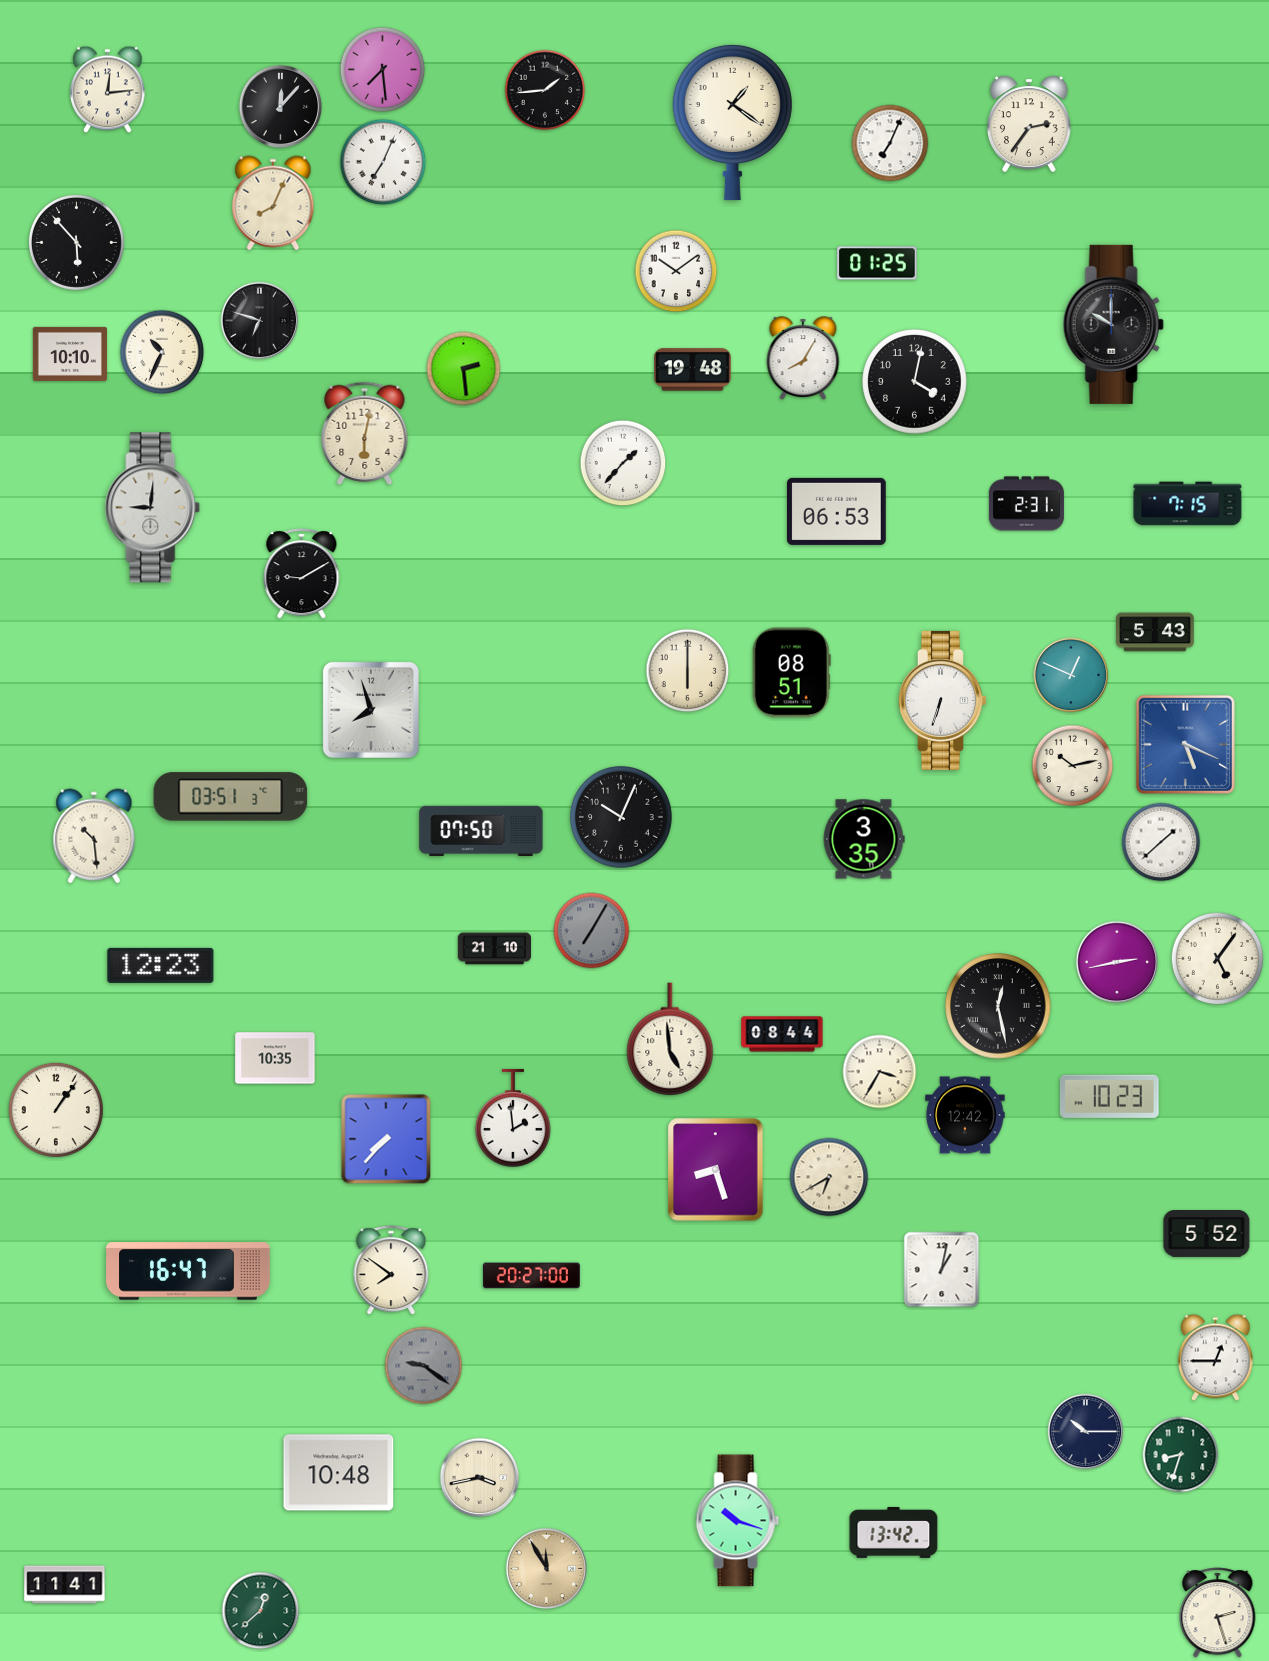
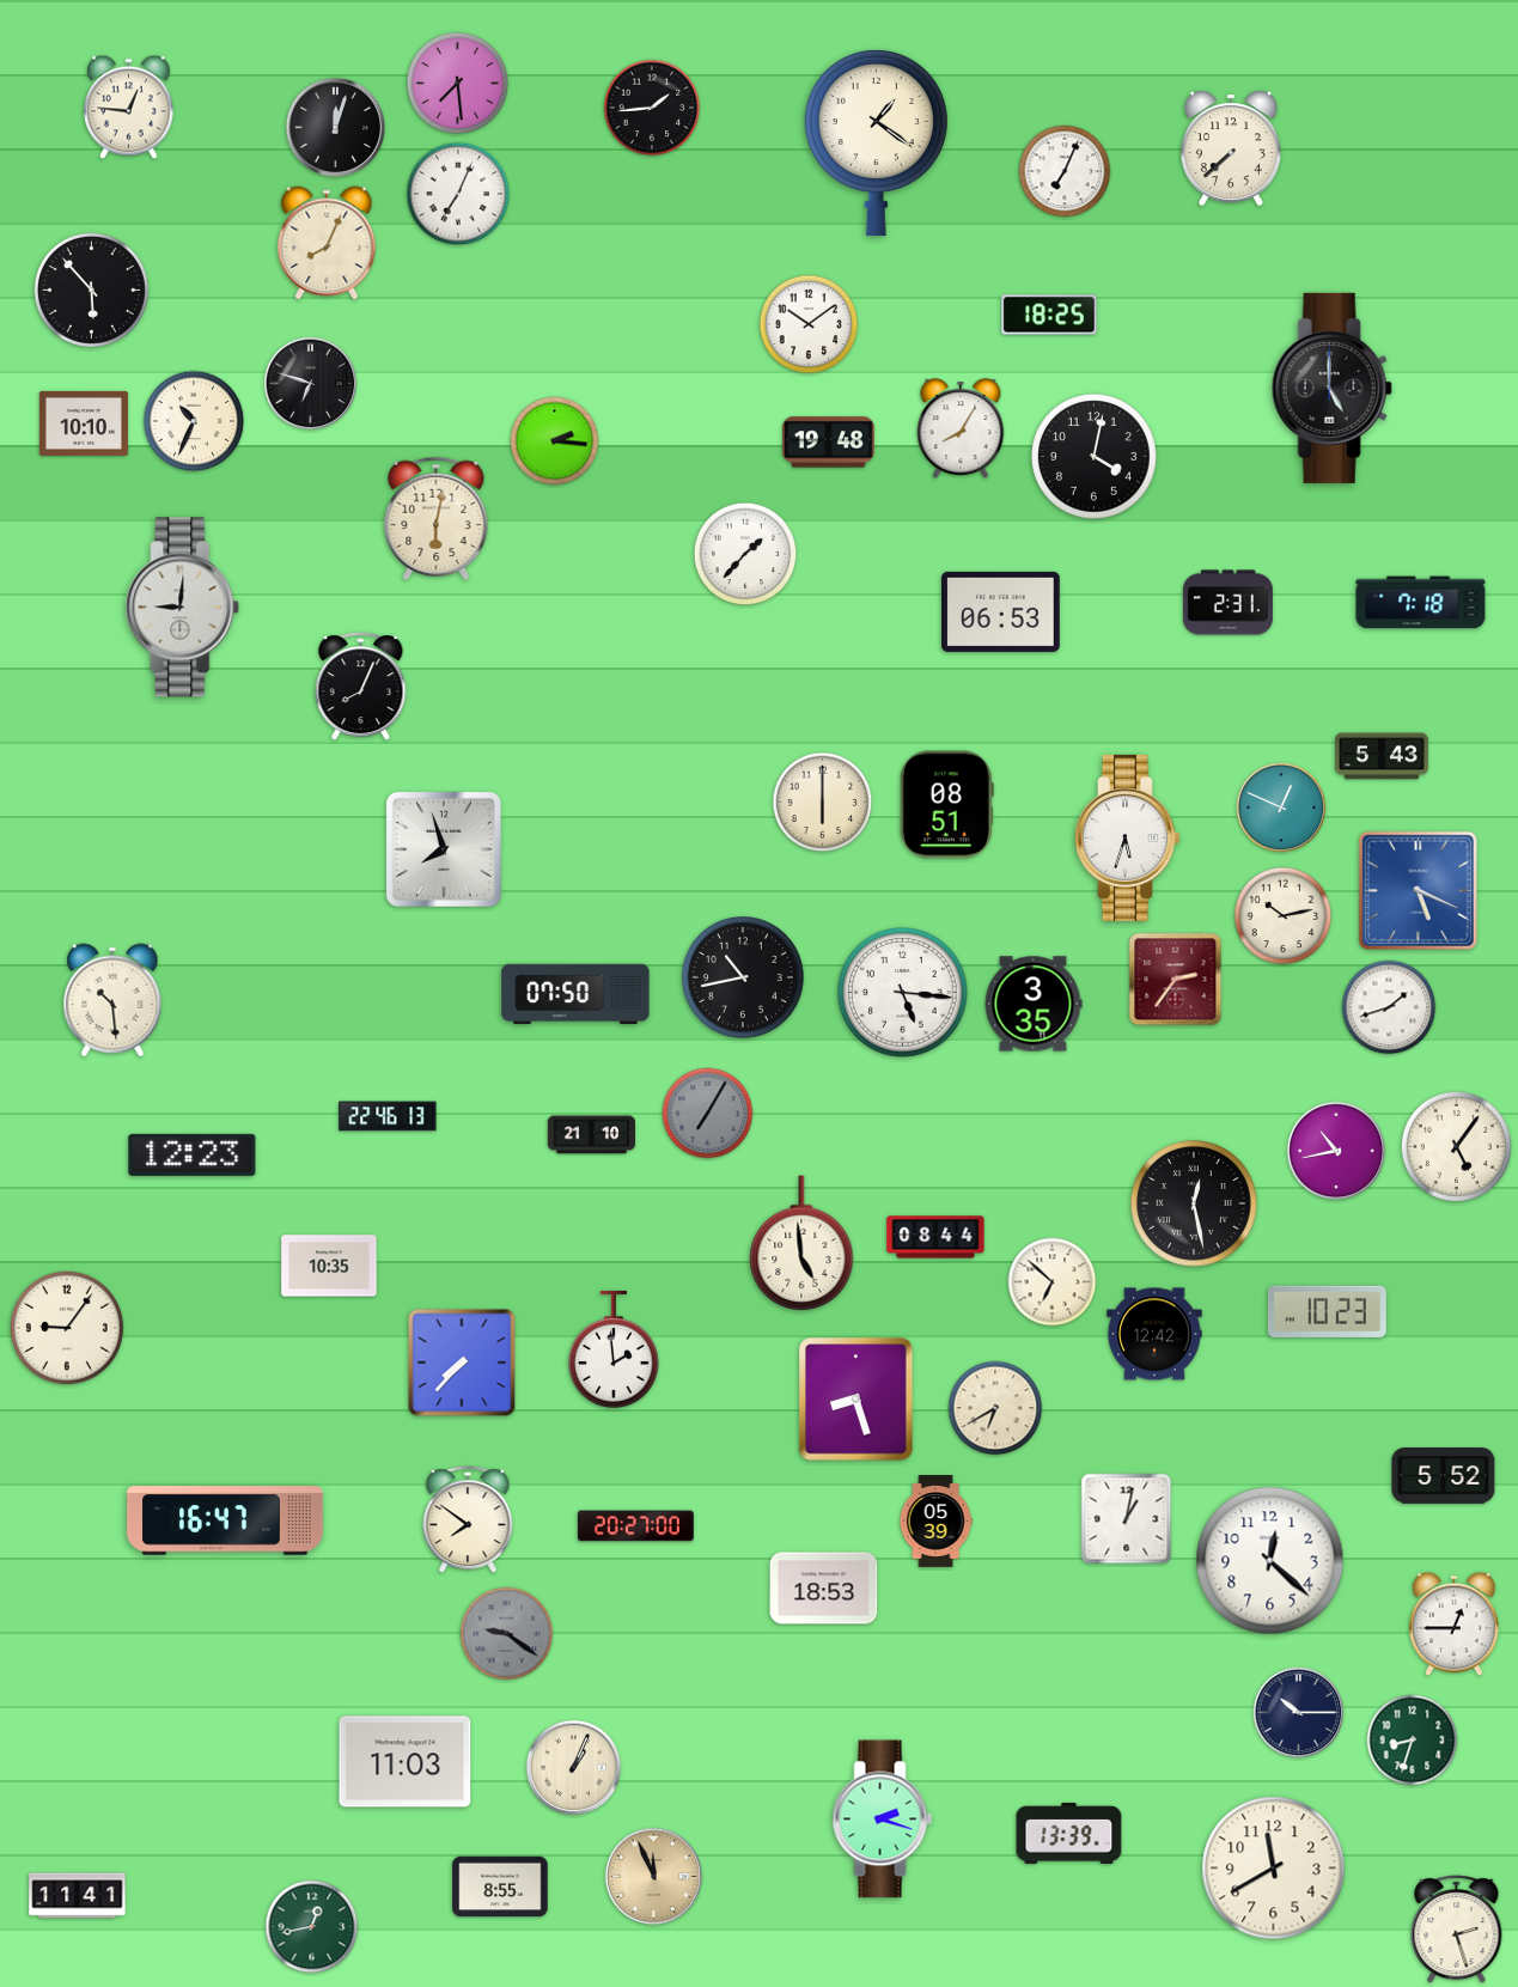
clock at (108, 90): 12:14 -> 12:46
clock at (281, 107): 12:07 -> 12:03
clock at (732, 122) position: (732, 122) -> (876, 142)
clock at (1029, 124): 2:36 -> 7:38
clock at (877, 263): 01:25 -> 18:25
clock at (1113, 324): 10:00 -> 5:00
clock at (464, 369): 2:29 -> 2:16
clock at (1188, 504): 7:15 -> 7:18
clock at (302, 574): 9:10 -> 8:04
clock at (942, 700): 6:33 -> 5:33
clock at (231, 797): 03:51 -> none
clock at (622, 818): 10:04 -> 10:43
clock at (1176, 980): none -> 2:36
clock at (903, 993): none -> 5:16
clock at (1161, 842): 1:38 -> 1:42
clock at (388, 1116): none -> 22:46
clock at (1117, 962): 2:43 -> 10:43
clock at (880, 1072): 3:35 -> 6:52
clock at (56, 1110): 1:06 -> 9:06
clock at (513, 1118) position: (513, 1118) -> (614, 1349)
clock at (829, 1177) position: (829, 1177) -> (995, 1408)
clock at (935, 1522): none -> 05:39
clock at (1270, 1561): none -> 12:22
clock at (824, 1589): none -> 18:53
clock at (339, 1473): 10:48 -> 11:03
clock at (480, 1478): 3:43 -> 1:04
clock at (738, 1521): 10:18 -> 2:18
clock at (894, 1532): 13:42 -> 13:39
clock at (1274, 1869): none -> 11:40
clock at (547, 1569): 11:55 -> 11:56
clock at (500, 1887): none -> 8:55
clock at (261, 1611): 12:38 -> 12:43
